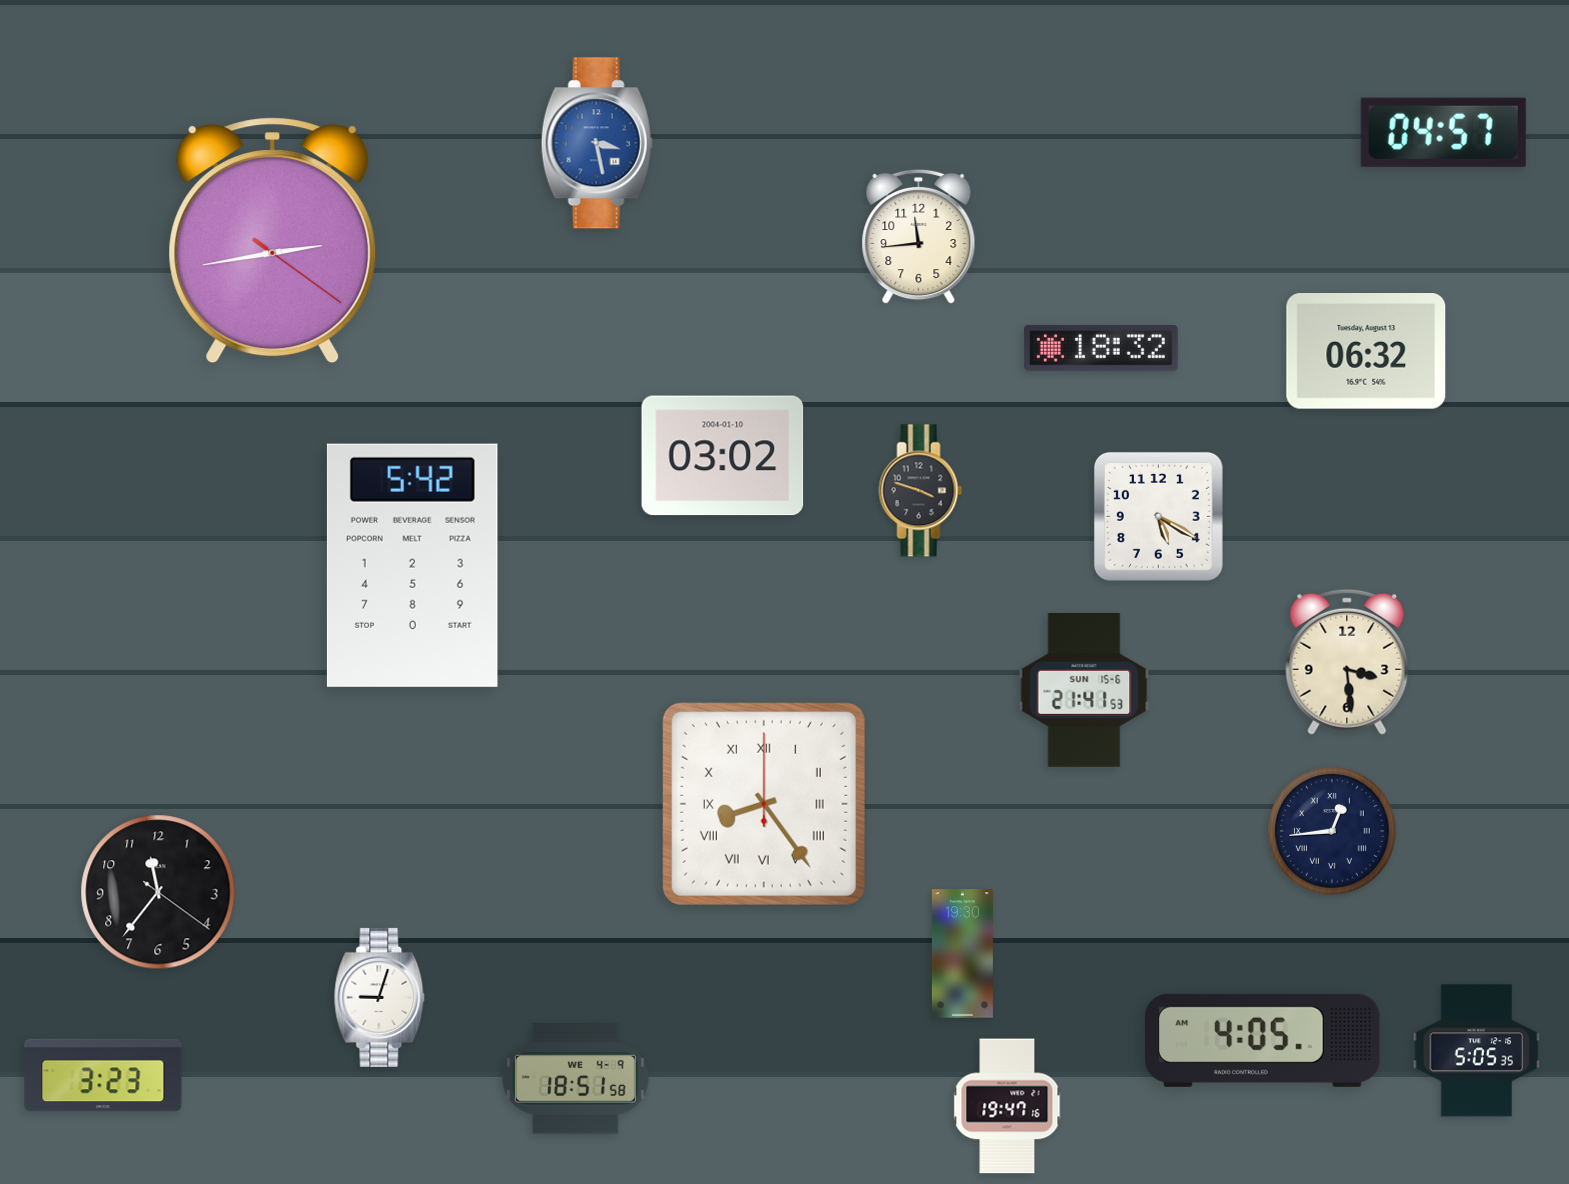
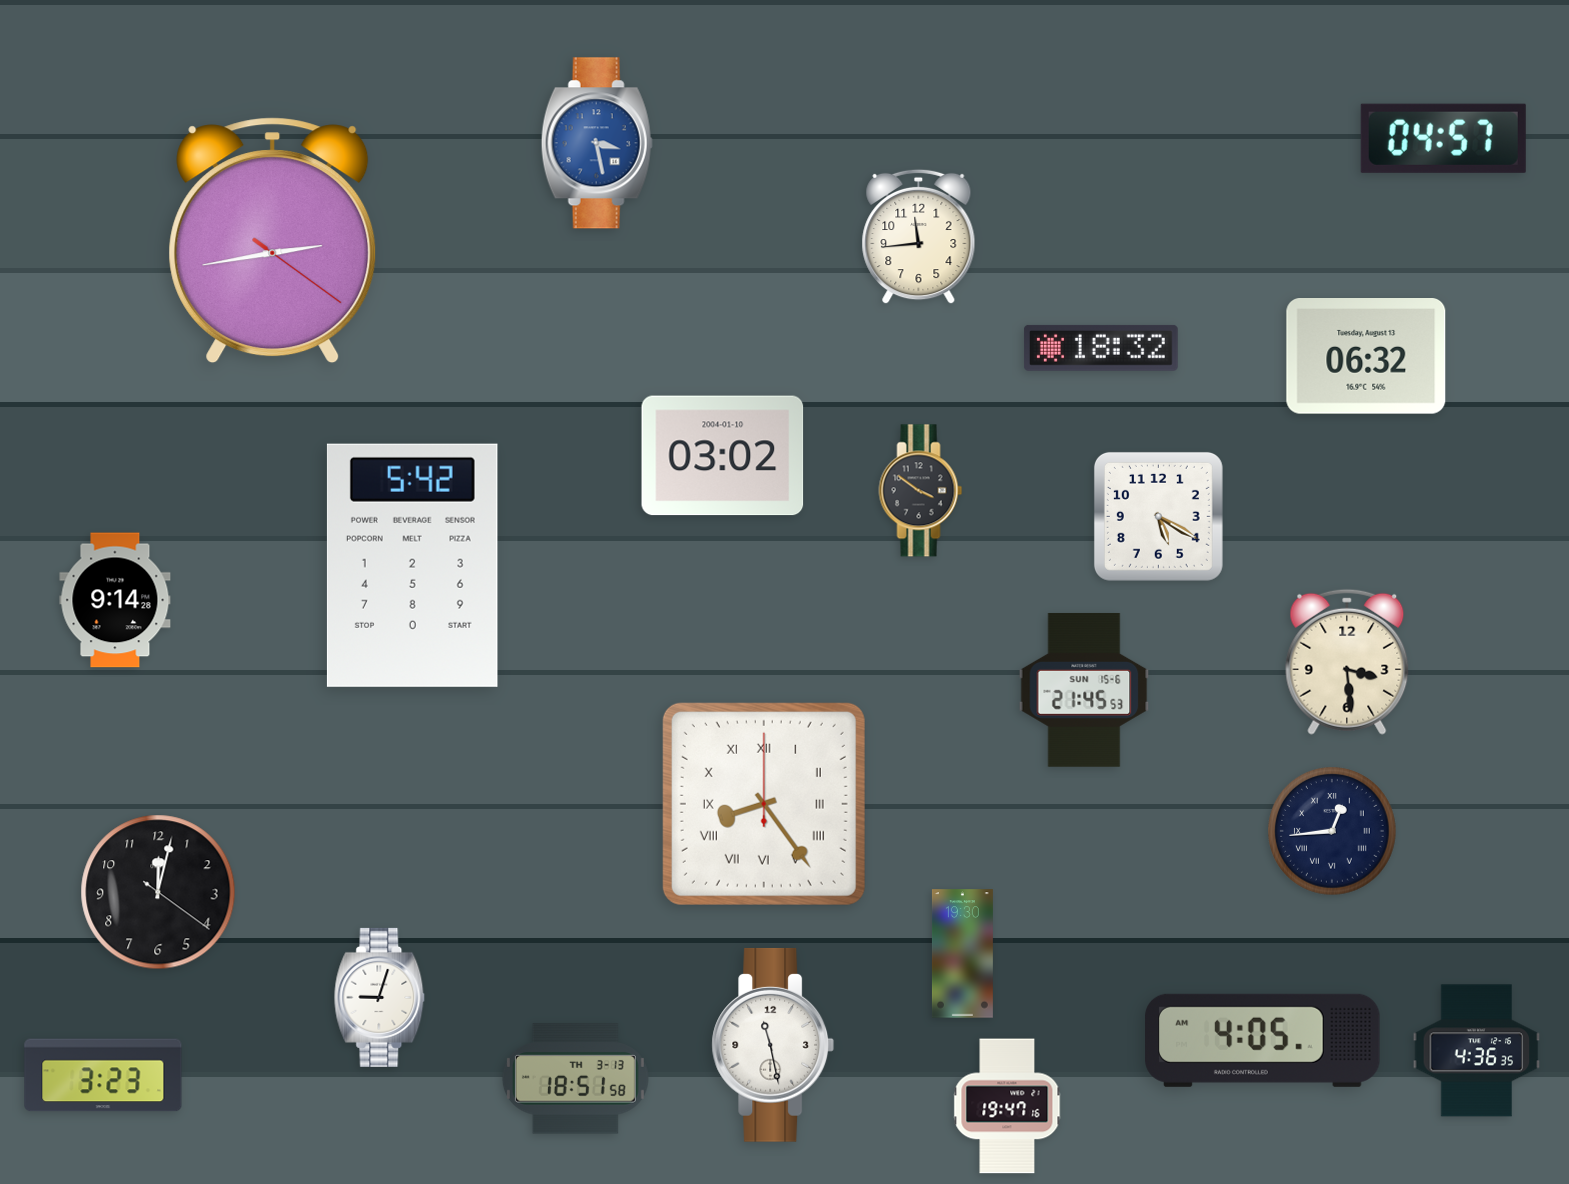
clock at (1443, 132) position: (1443, 132) -> (1443, 138)
clock at (1366, 352) position: (1366, 352) -> (1366, 357)
clock at (921, 491): 3:48 -> 3:51
clock at (115, 600): none -> 9:14
clock at (1084, 690): 21:41 -> 21:45
clock at (158, 892): 11:36 -> 12:02
clock at (773, 1045): none -> 11:28
clock at (1477, 1051): 5:05 -> 4:36
clock at (575, 1079) date: WE 4-9 -> TH 3-13
